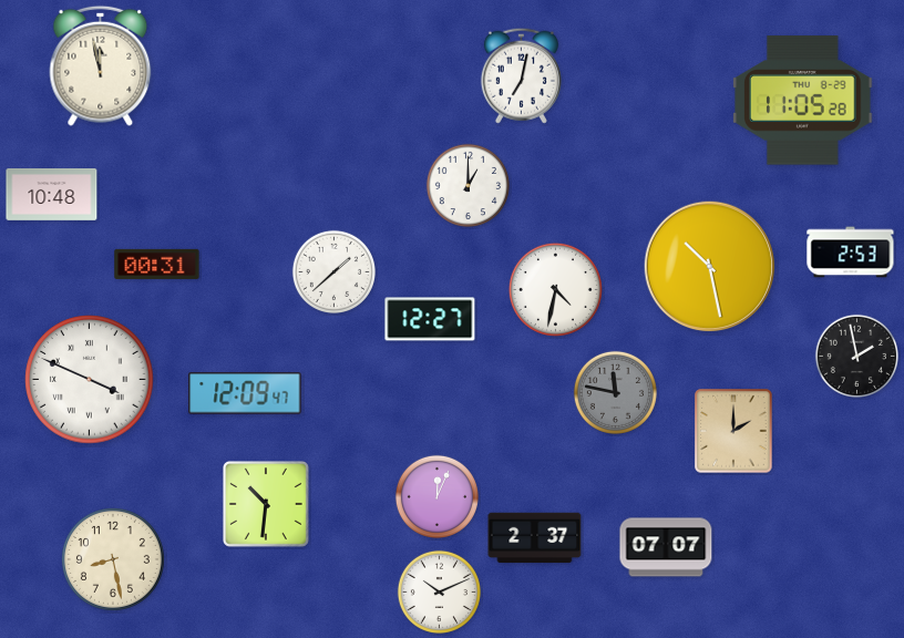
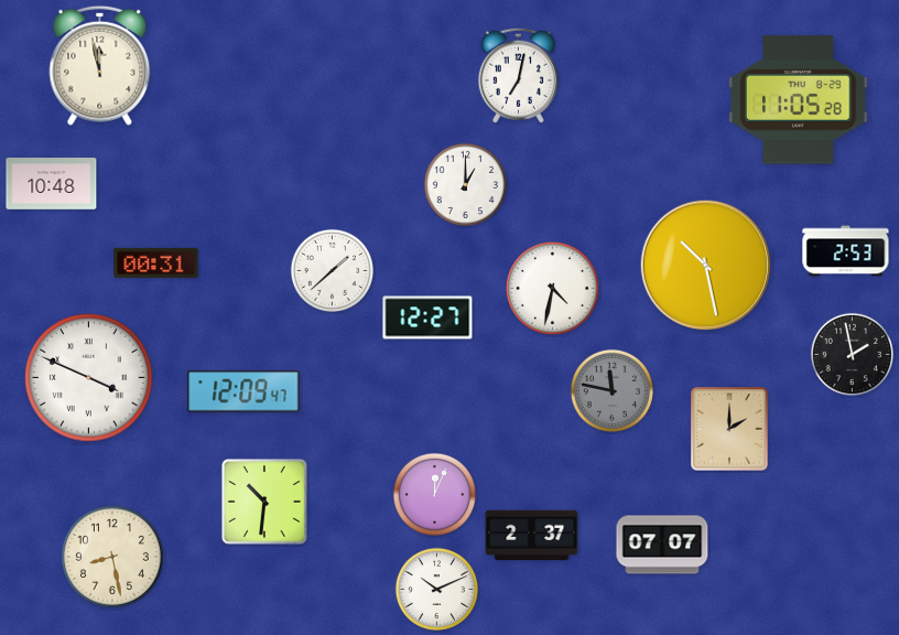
clock at (52, 194) position: (52, 194) -> (52, 183)
